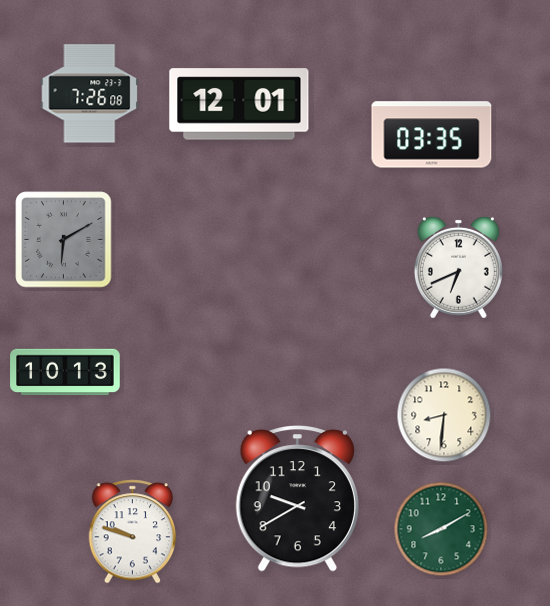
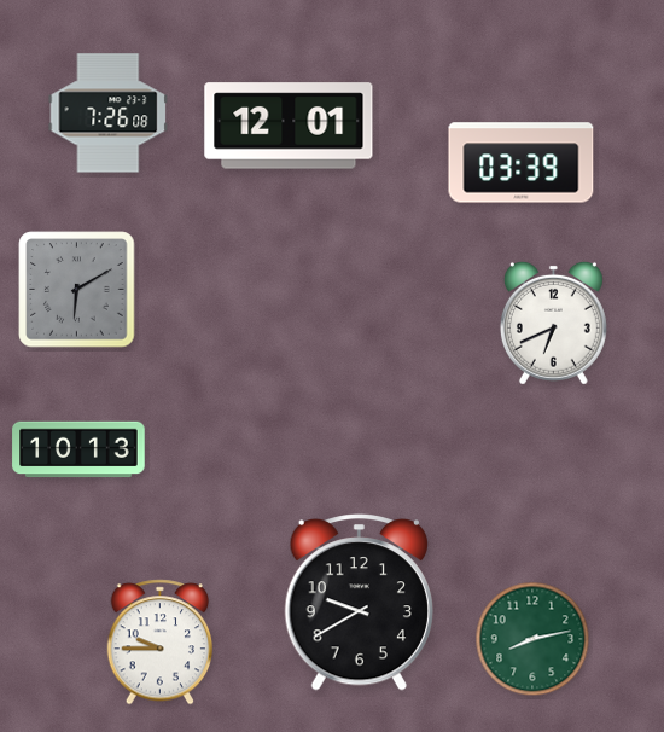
clock at (432, 135): 03:35 -> 03:39
clock at (444, 415): 8:31 -> none
clock at (441, 529): 8:10 -> 8:13
clock at (133, 532): 9:48 -> 9:45
